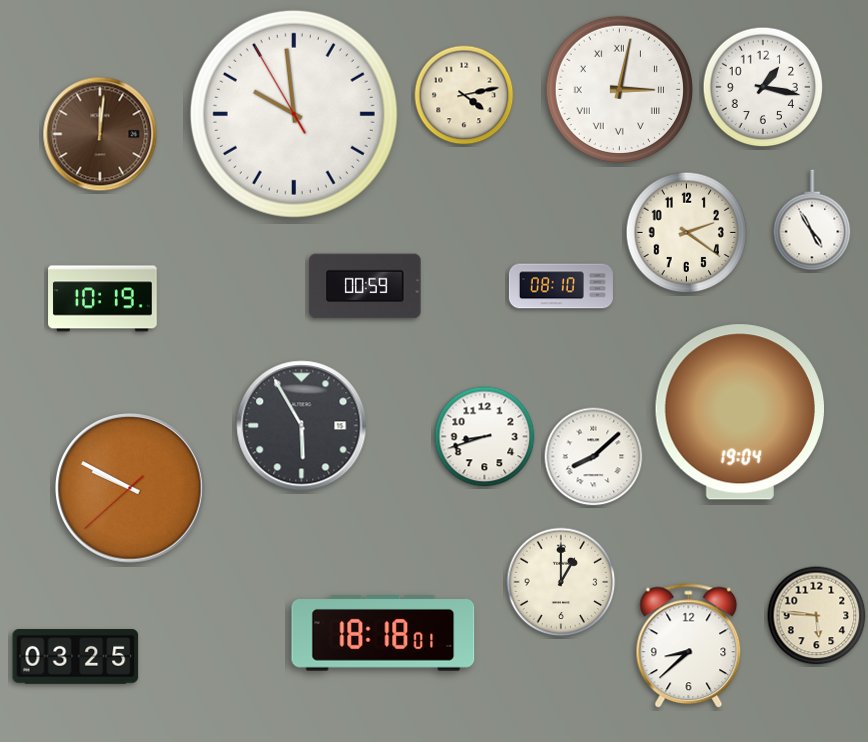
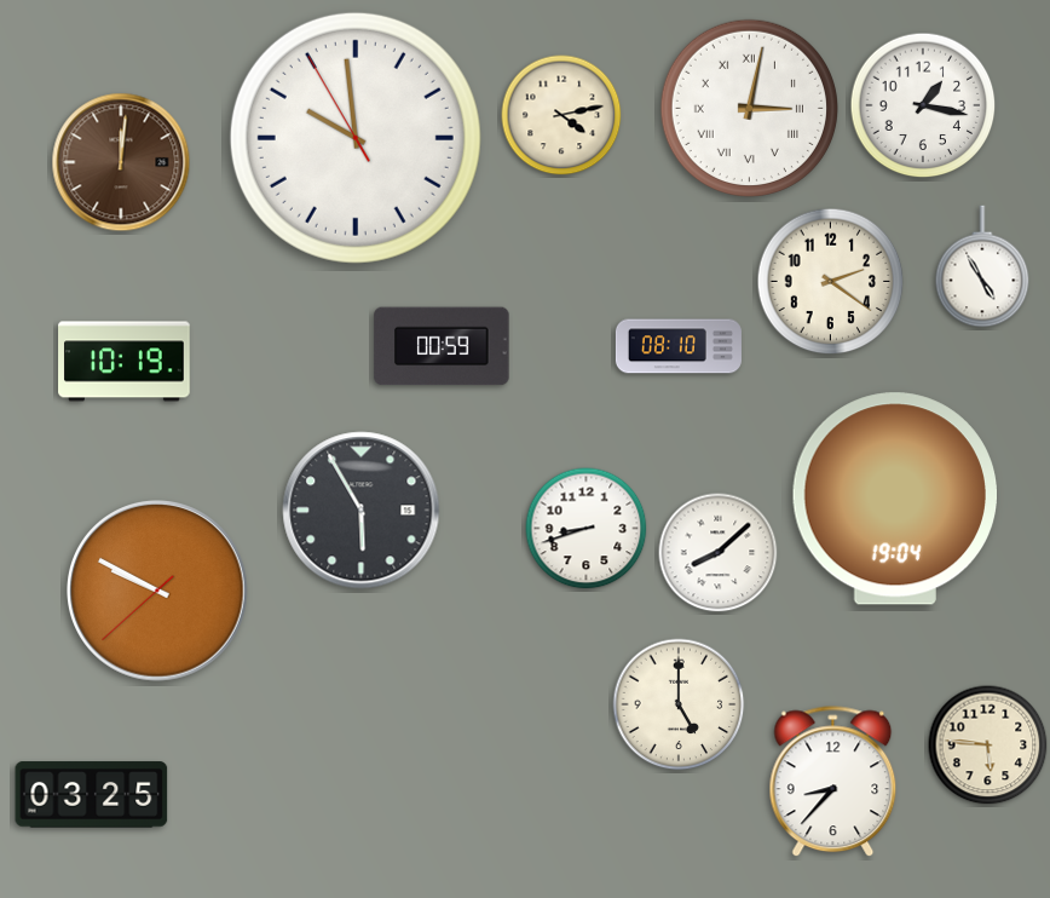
clock at (302, 426) position: (302, 426) -> (362, 511)
clock at (561, 582): 1:00 -> 5:00
clock at (383, 634): 18:18 -> none
clock at (689, 646): 8:38 -> 8:37
